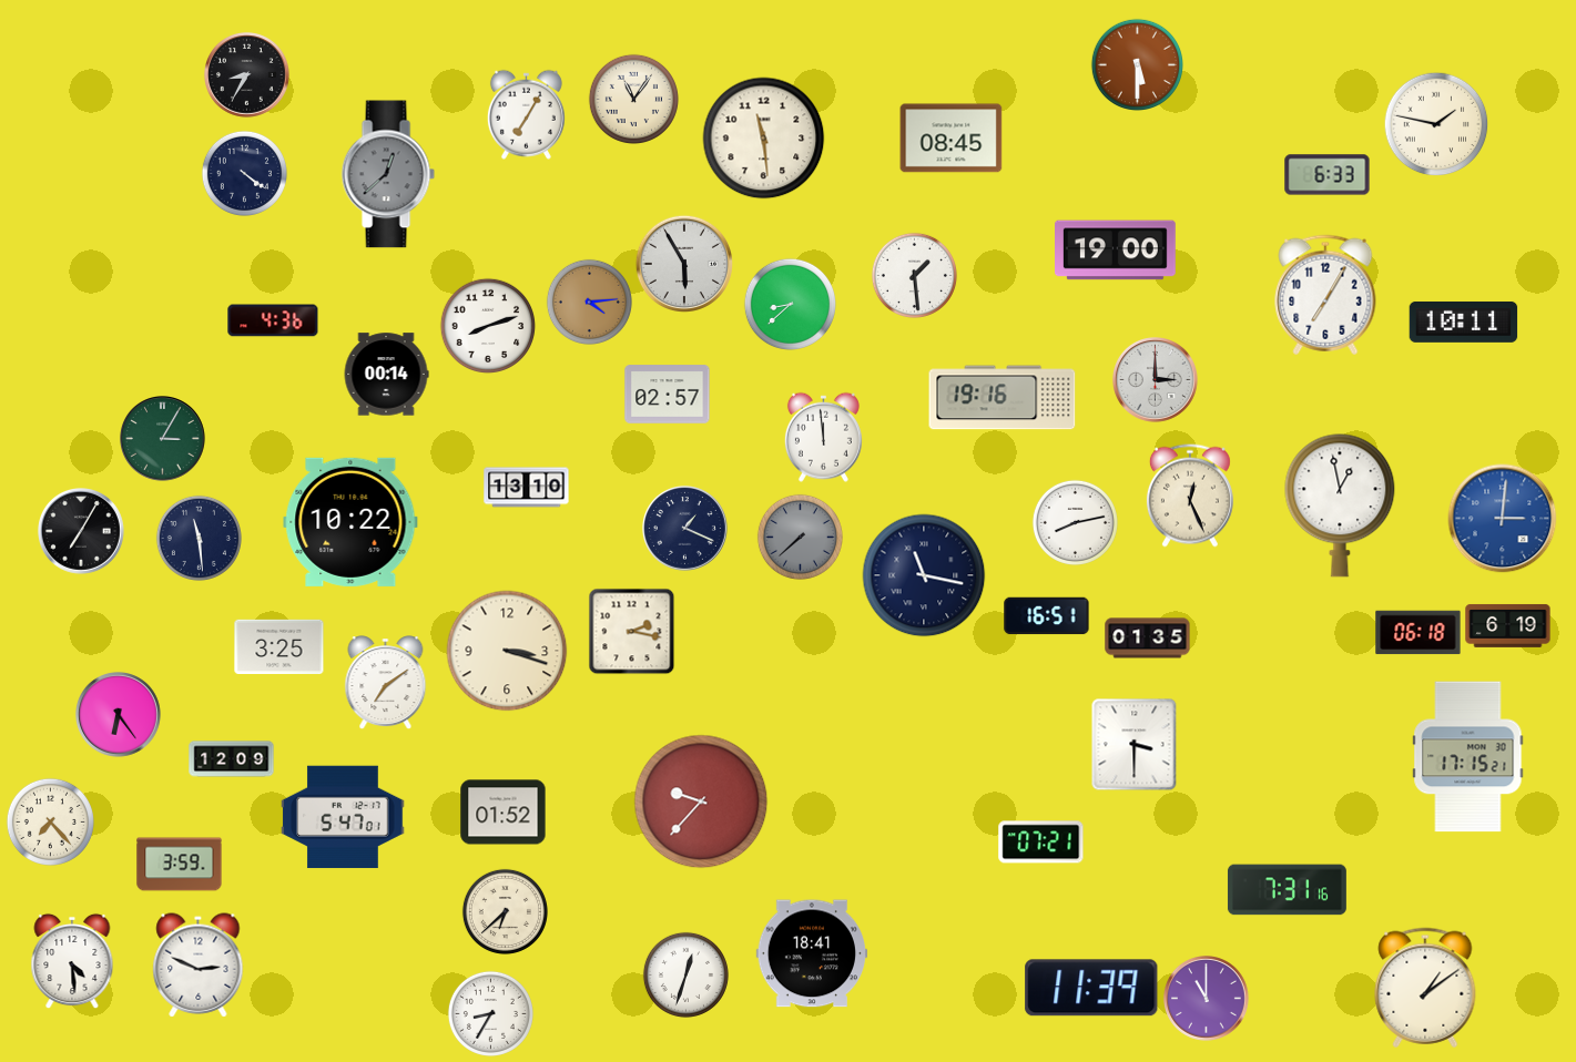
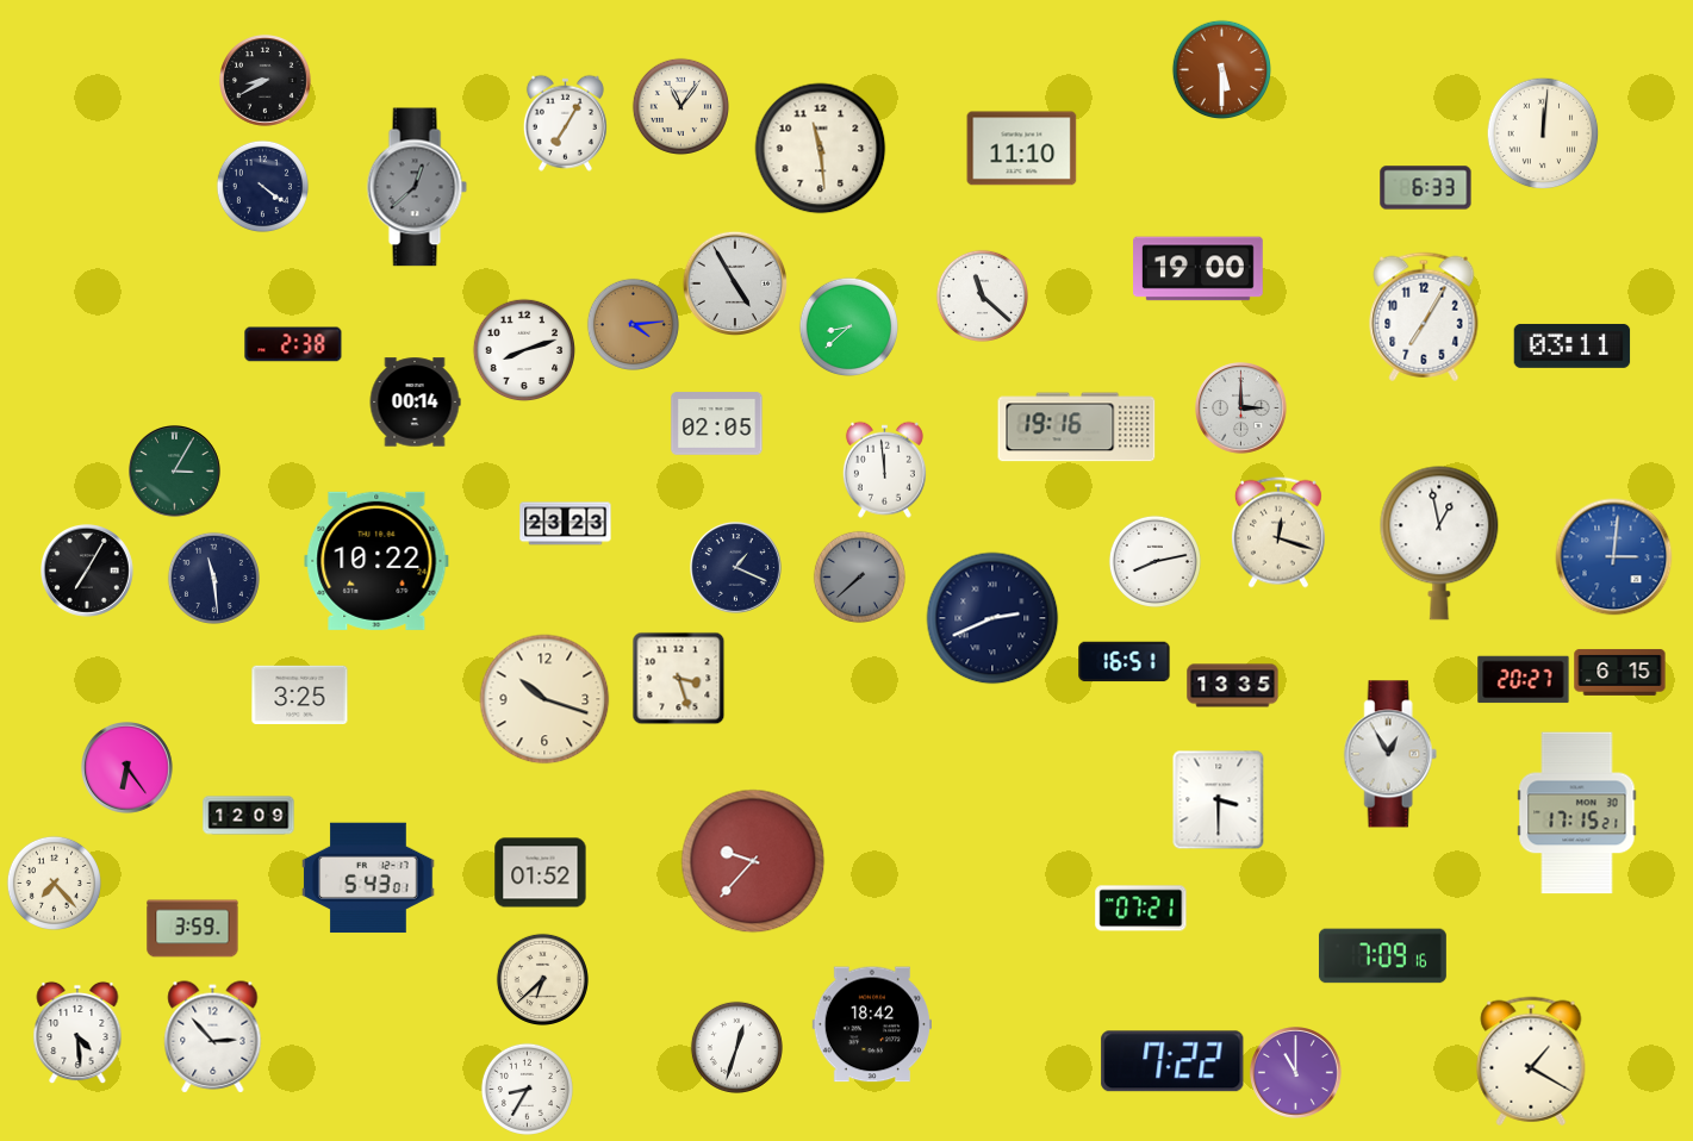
clock at (247, 75): 8:35 -> 8:40
clock at (1436, 124): 1:47 -> 12:01
clock at (952, 139): 08:45 -> 11:10
clock at (683, 263): 5:55 -> 4:55
clock at (914, 275): 1:29 -> 11:22
clock at (273, 320): 4:36 -> 2:38
clock at (1464, 321): 10:11 -> 03:11
clock at (668, 395): 02:57 -> 02:05
clock at (527, 488): 13:10 -> 23:23
clock at (1190, 496): 12:26 -> 12:18
clock at (924, 575): 11:17 -> 2:41
clock at (1508, 626): 6:19 -> 6:15
clock at (631, 631): 2:17 -> 3:27
clock at (1419, 633): 06:18 -> 20:27
clock at (1148, 639): 01:35 -> 13:35
clock at (507, 651): 3:18 -> 10:18
clock at (386, 683): 7:09 -> none
clock at (1390, 754): none -> 12:55
clock at (343, 817): 5:47 -> 5:43
clock at (1041, 843) position: (1041, 843) -> (1141, 909)
clock at (1287, 890): 7:31 -> 7:09
clock at (811, 953): 18:41 -> 18:42
clock at (199, 966): 2:49 -> 2:53
clock at (1091, 988): 11:39 -> 7:22
clock at (1425, 988): 1:09 -> 1:20
